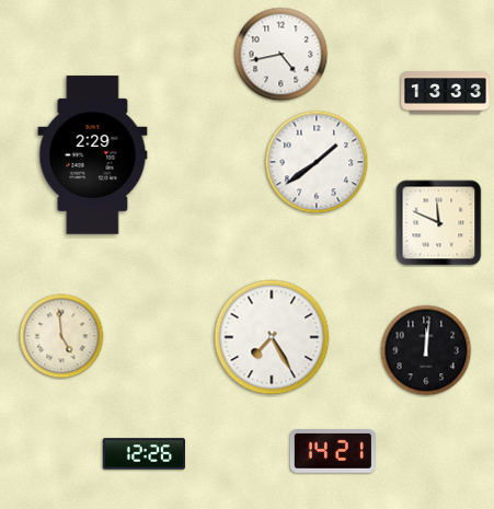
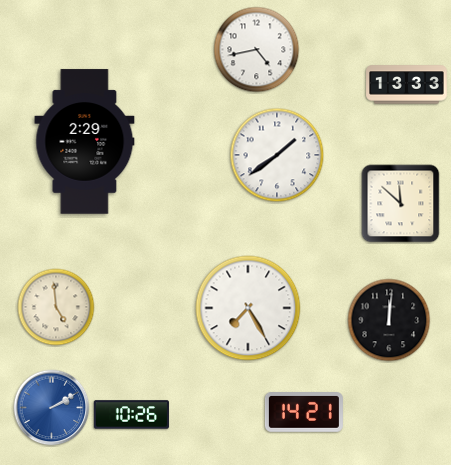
clock at (317, 162) position: (317, 162) -> (277, 155)
clock at (439, 223): 11:49 -> 11:52
clock at (52, 408): none -> 2:10
clock at (143, 454): 12:26 -> 10:26
